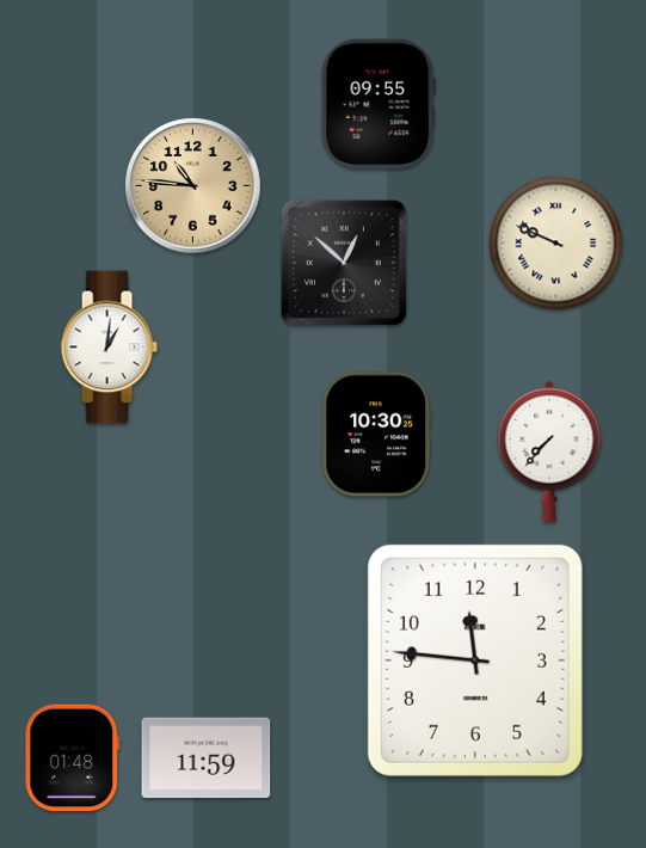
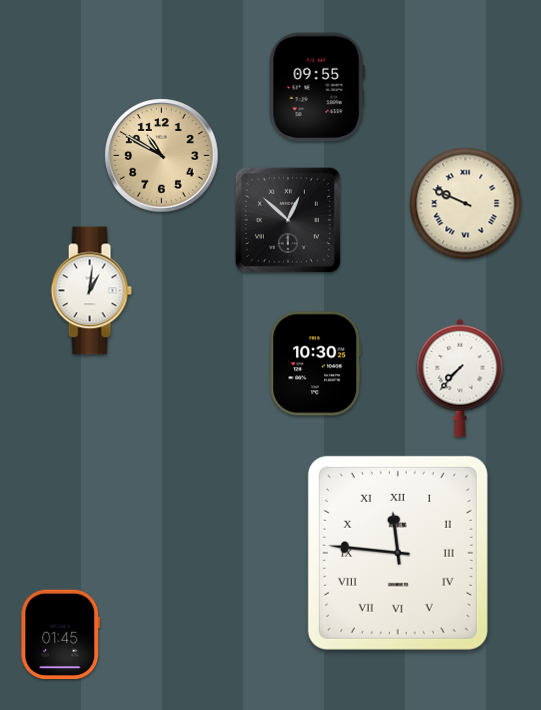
clock at (193, 186): 10:46 -> 10:50
clock at (475, 660) numerals: Arabic -> Roman
clock at (73, 758): 01:48 -> 01:45
clock at (207, 758): 11:59 -> none
